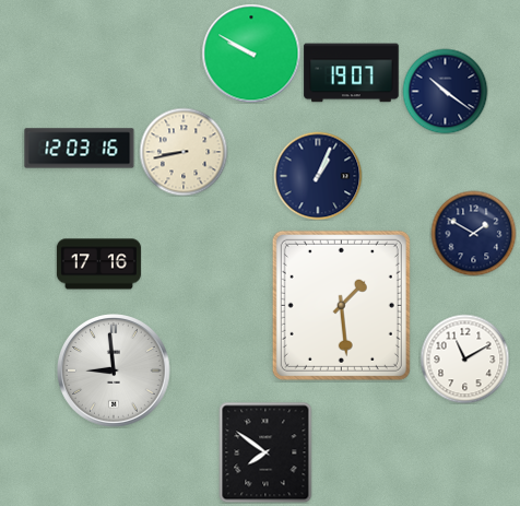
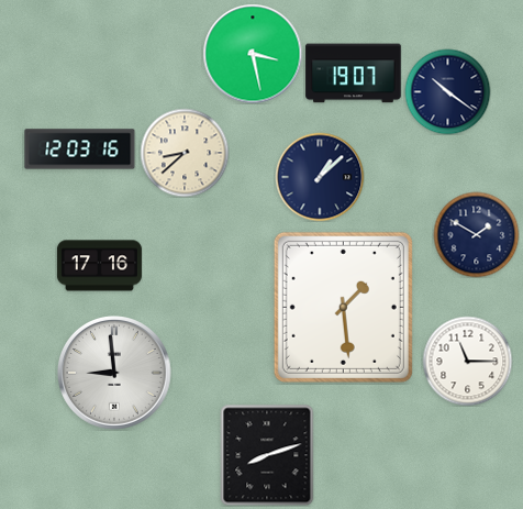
clock at (251, 54): 9:50 -> 3:28
clock at (184, 152): 8:43 -> 8:38
clock at (318, 176): 1:04 -> 1:08
clock at (464, 358): 11:10 -> 11:15
clock at (265, 452): 7:51 -> 8:12
